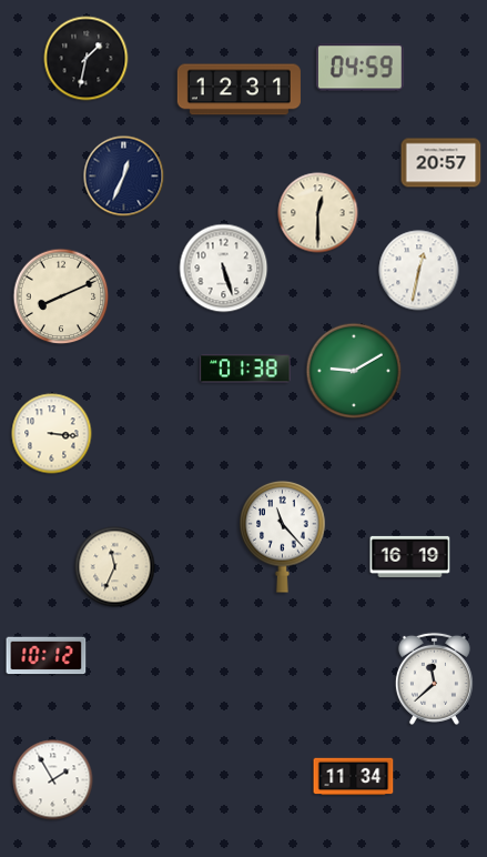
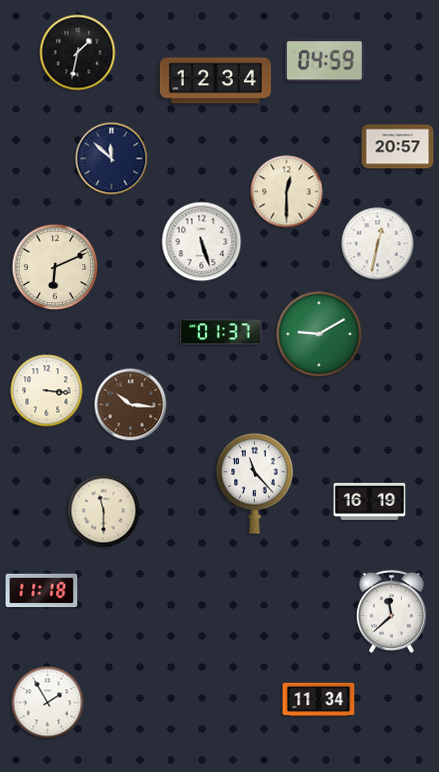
clock at (239, 90): 12:31 -> 12:34
clock at (124, 177): 12:34 -> 11:52
clock at (61, 296): 8:11 -> 6:11
clock at (245, 369): 01:38 -> 01:37
clock at (131, 405): none -> 10:16
clock at (115, 567): 11:34 -> 11:30
clock at (47, 656): 10:12 -> 11:18
